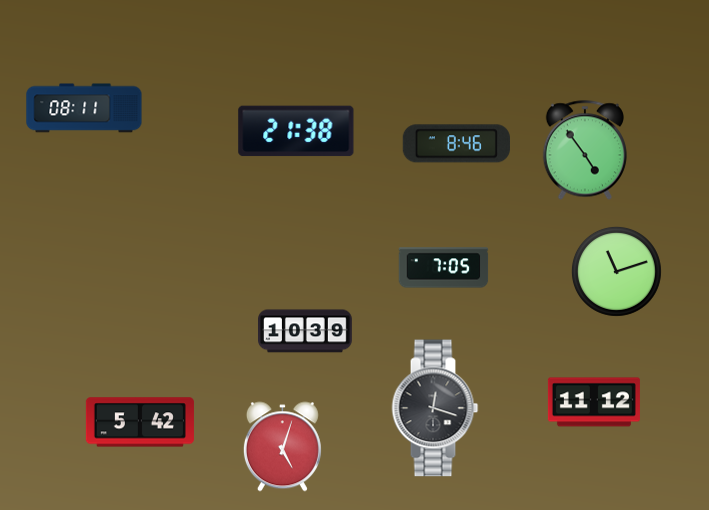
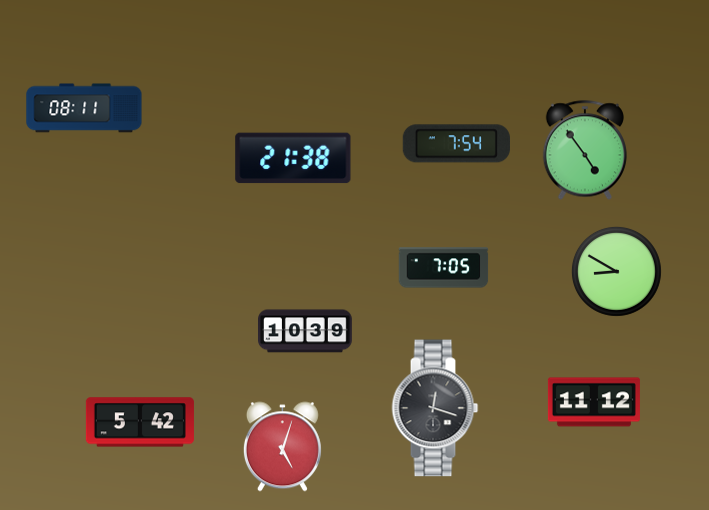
clock at (296, 131) position: (296, 131) -> (293, 158)
clock at (456, 144): 8:46 -> 7:54
clock at (616, 271): 11:12 -> 8:50
